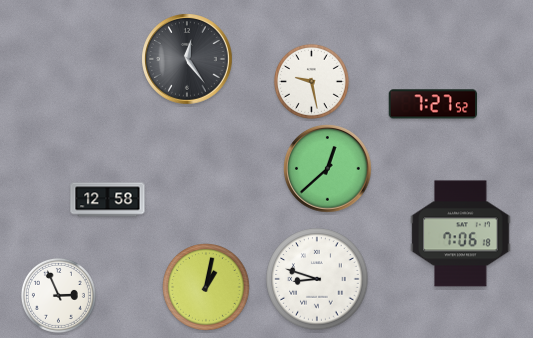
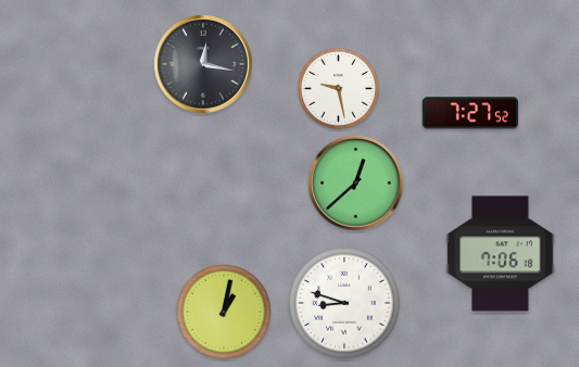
clock at (187, 59): 12:24 -> 12:17
clock at (108, 200): 12:58 -> none
clock at (58, 295): 2:56 -> none
